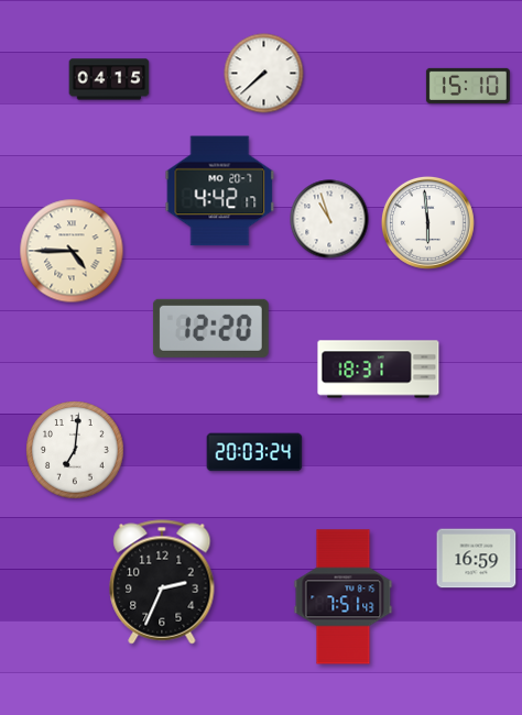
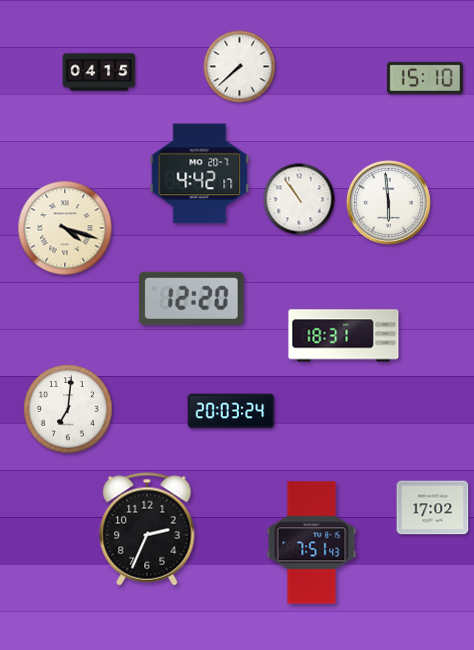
clock at (329, 219): 10:57 -> 10:54
clock at (72, 251): 4:45 -> 4:18
clock at (477, 559): 16:59 -> 17:02
